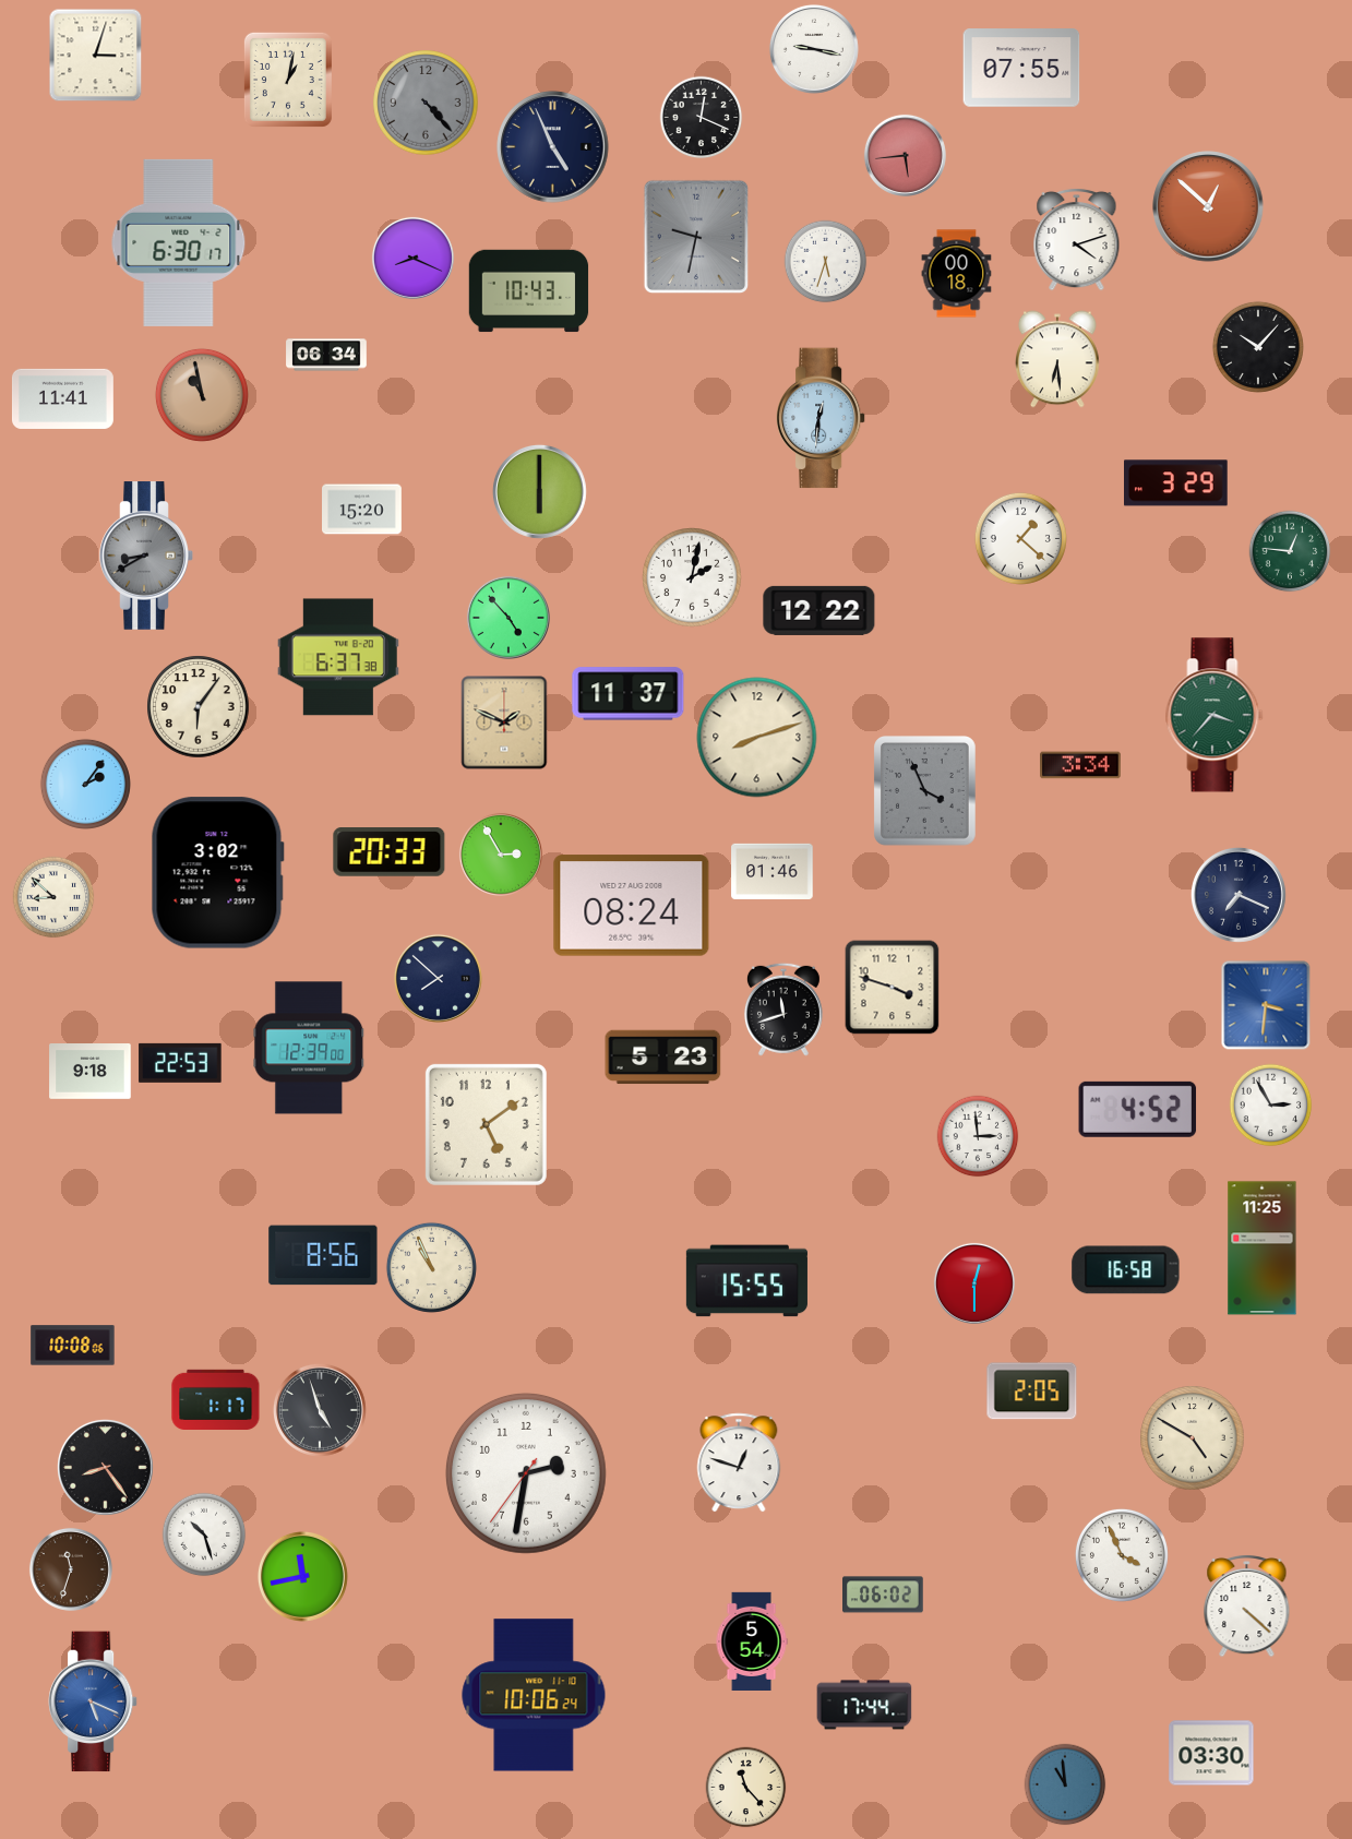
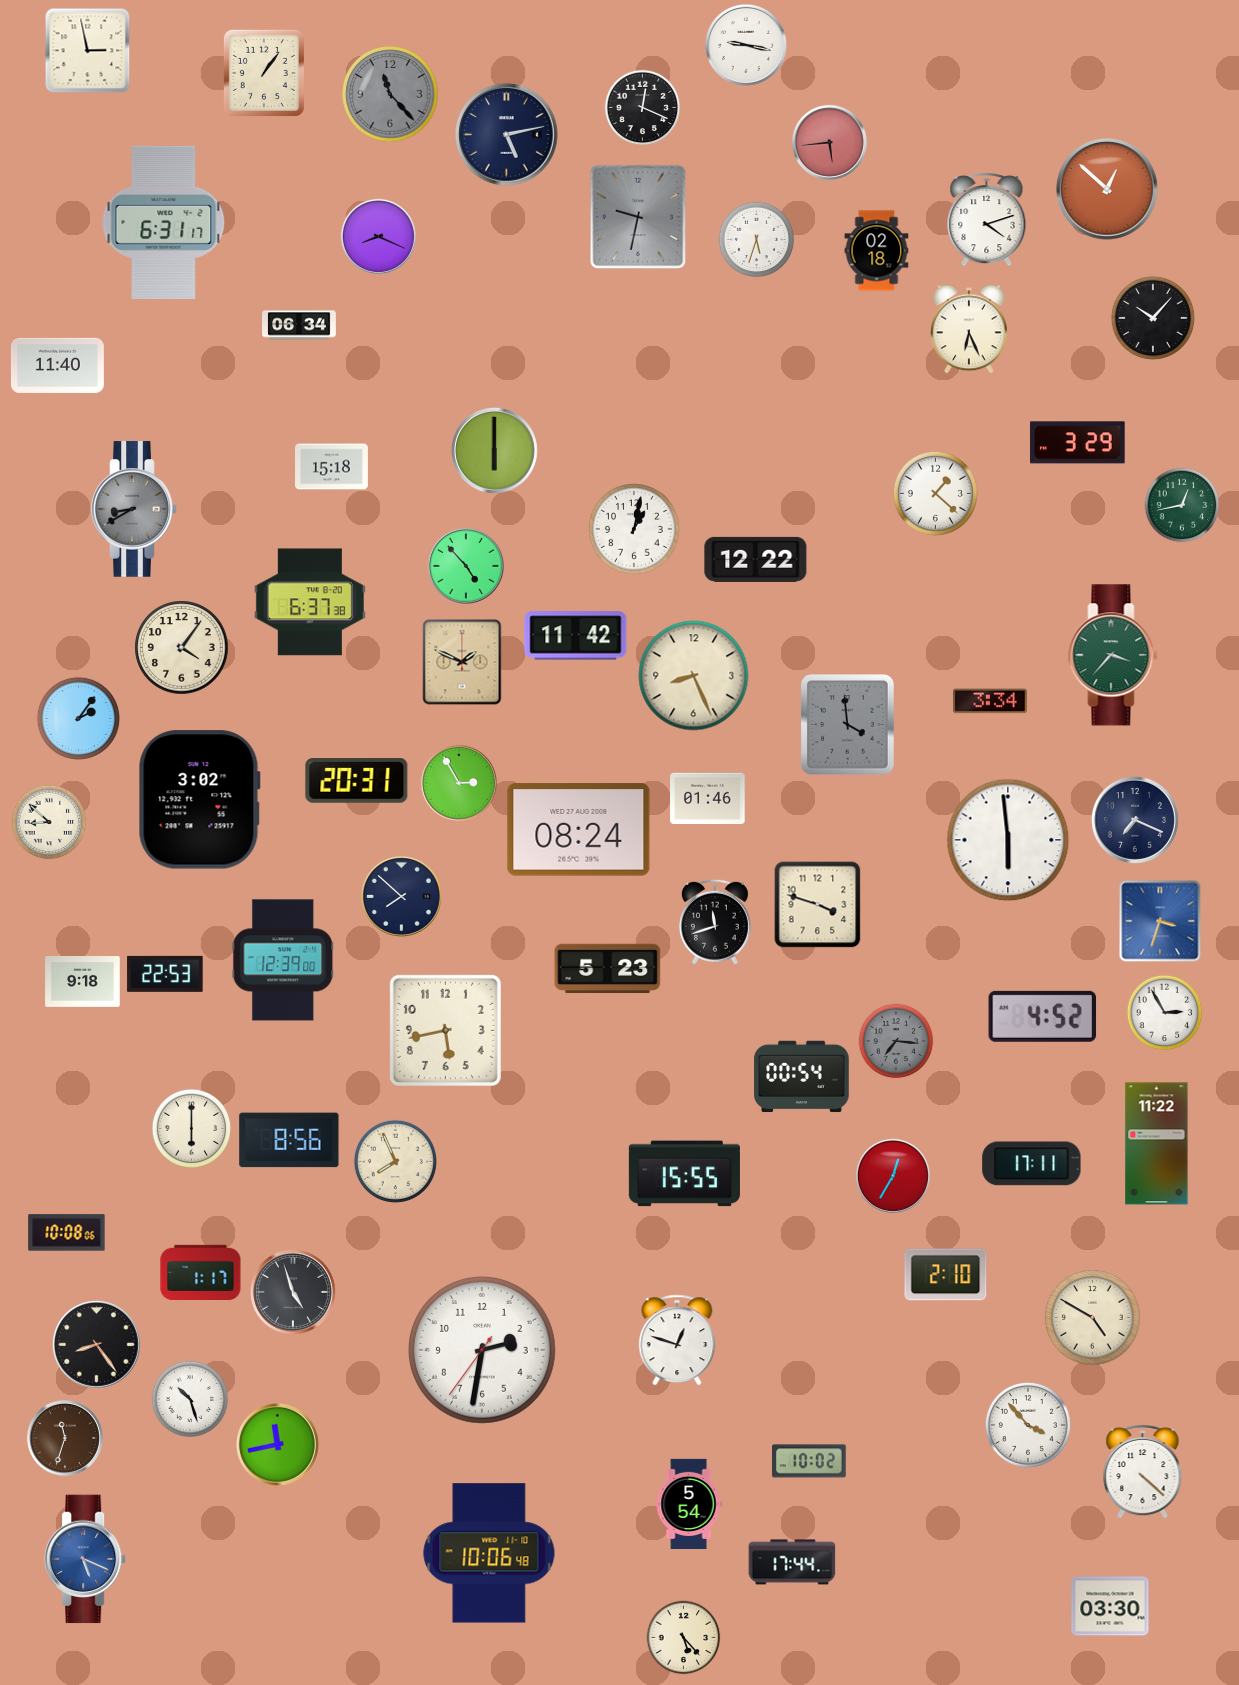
clock at (96, 56): 3:03 -> 2:58
clock at (1021, 68): 07:55 -> none
clock at (288, 80): 1:02 -> 1:06
clock at (426, 103): 4:23 -> 11:23
clock at (553, 147): 4:56 -> 5:13
clock at (179, 242): 6:30 -> 6:31
clock at (957, 274): 00:18 -> 02:18
clock at (529, 291): 10:43 -> none
clock at (1058, 359): 6:29 -> 6:26
clock at (202, 395): 10:58 -> none
clock at (62, 398): 11:41 -> 11:40
clock at (822, 418): 12:31 -> none
clock at (362, 510): 15:20 -> 15:18
clock at (1290, 551): 12:46 -> 12:43
clock at (692, 577): 2:02 -> 1:02
clock at (819, 610) position: (819, 610) -> (756, 559)
clock at (629, 694): 11:37 -> 11:42
clock at (199, 707): 6:06 -> 4:06
clock at (757, 738): 8:12 -> 8:26
clock at (925, 791): 3:56 -> 3:59
clock at (390, 852): 20:33 -> 20:31
clock at (1008, 840): none -> 5:59
clock at (1266, 1005): 3:31 -> 3:33
clock at (783, 1010) position: (783, 1010) -> (715, 922)
clock at (486, 1124): 5:09 -> 5:43
clock at (978, 1136): 2:59 -> 7:16
clock at (978, 1136) dial: white -> grey
clock at (802, 1077): none -> 00:54
clock at (191, 1128): none -> 6:00
clock at (1263, 1249): 11:25 -> 11:22
clock at (323, 1255) position: (323, 1255) -> (289, 1140)
clock at (431, 1267): 10:56 -> 7:56
clock at (1126, 1270): 16:58 -> 17:11
clock at (974, 1283): 12:30 -> 12:35
clock at (1032, 1392): 2:05 -> 2:10
clock at (216, 1399) position: (216, 1399) -> (201, 1272)
clock at (204, 1535) position: (204, 1535) -> (190, 1399)
clock at (1122, 1555): 3:56 -> 3:53
clock at (884, 1595): 06:02 -> 10:02
clock at (534, 1695): 10:06:24 -> 10:06:48
clock at (1065, 1784): 10:59 -> none
clock at (746, 1788): 11:23 -> 5:23
